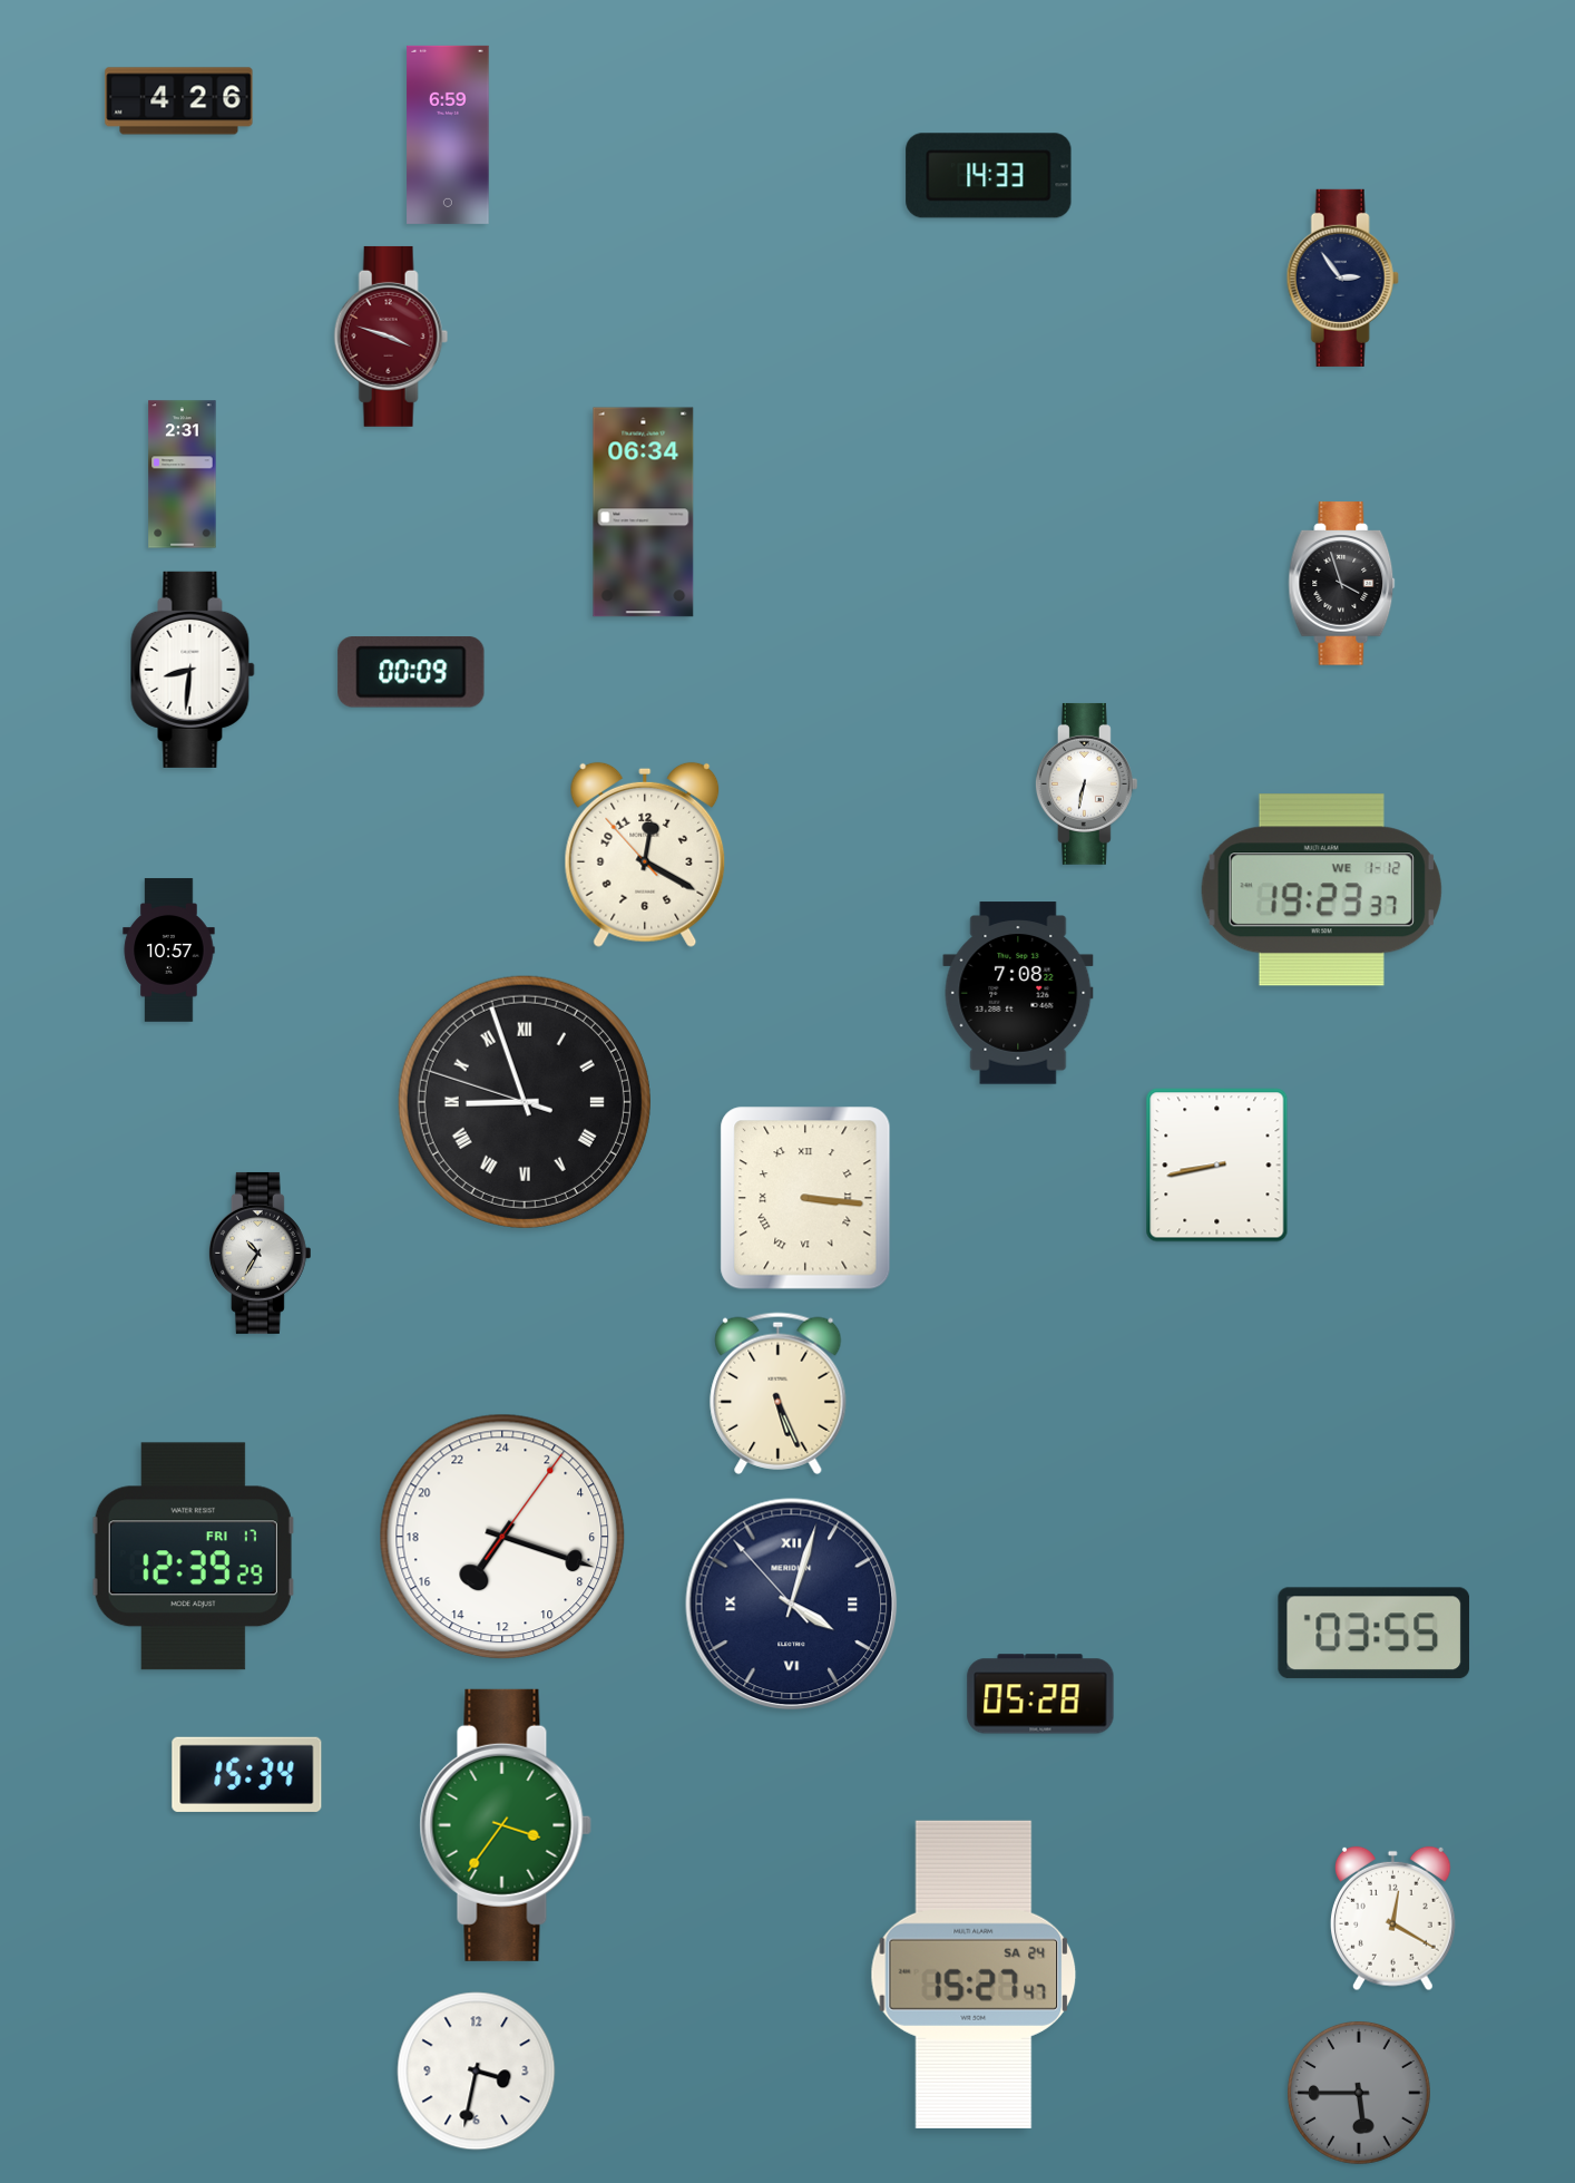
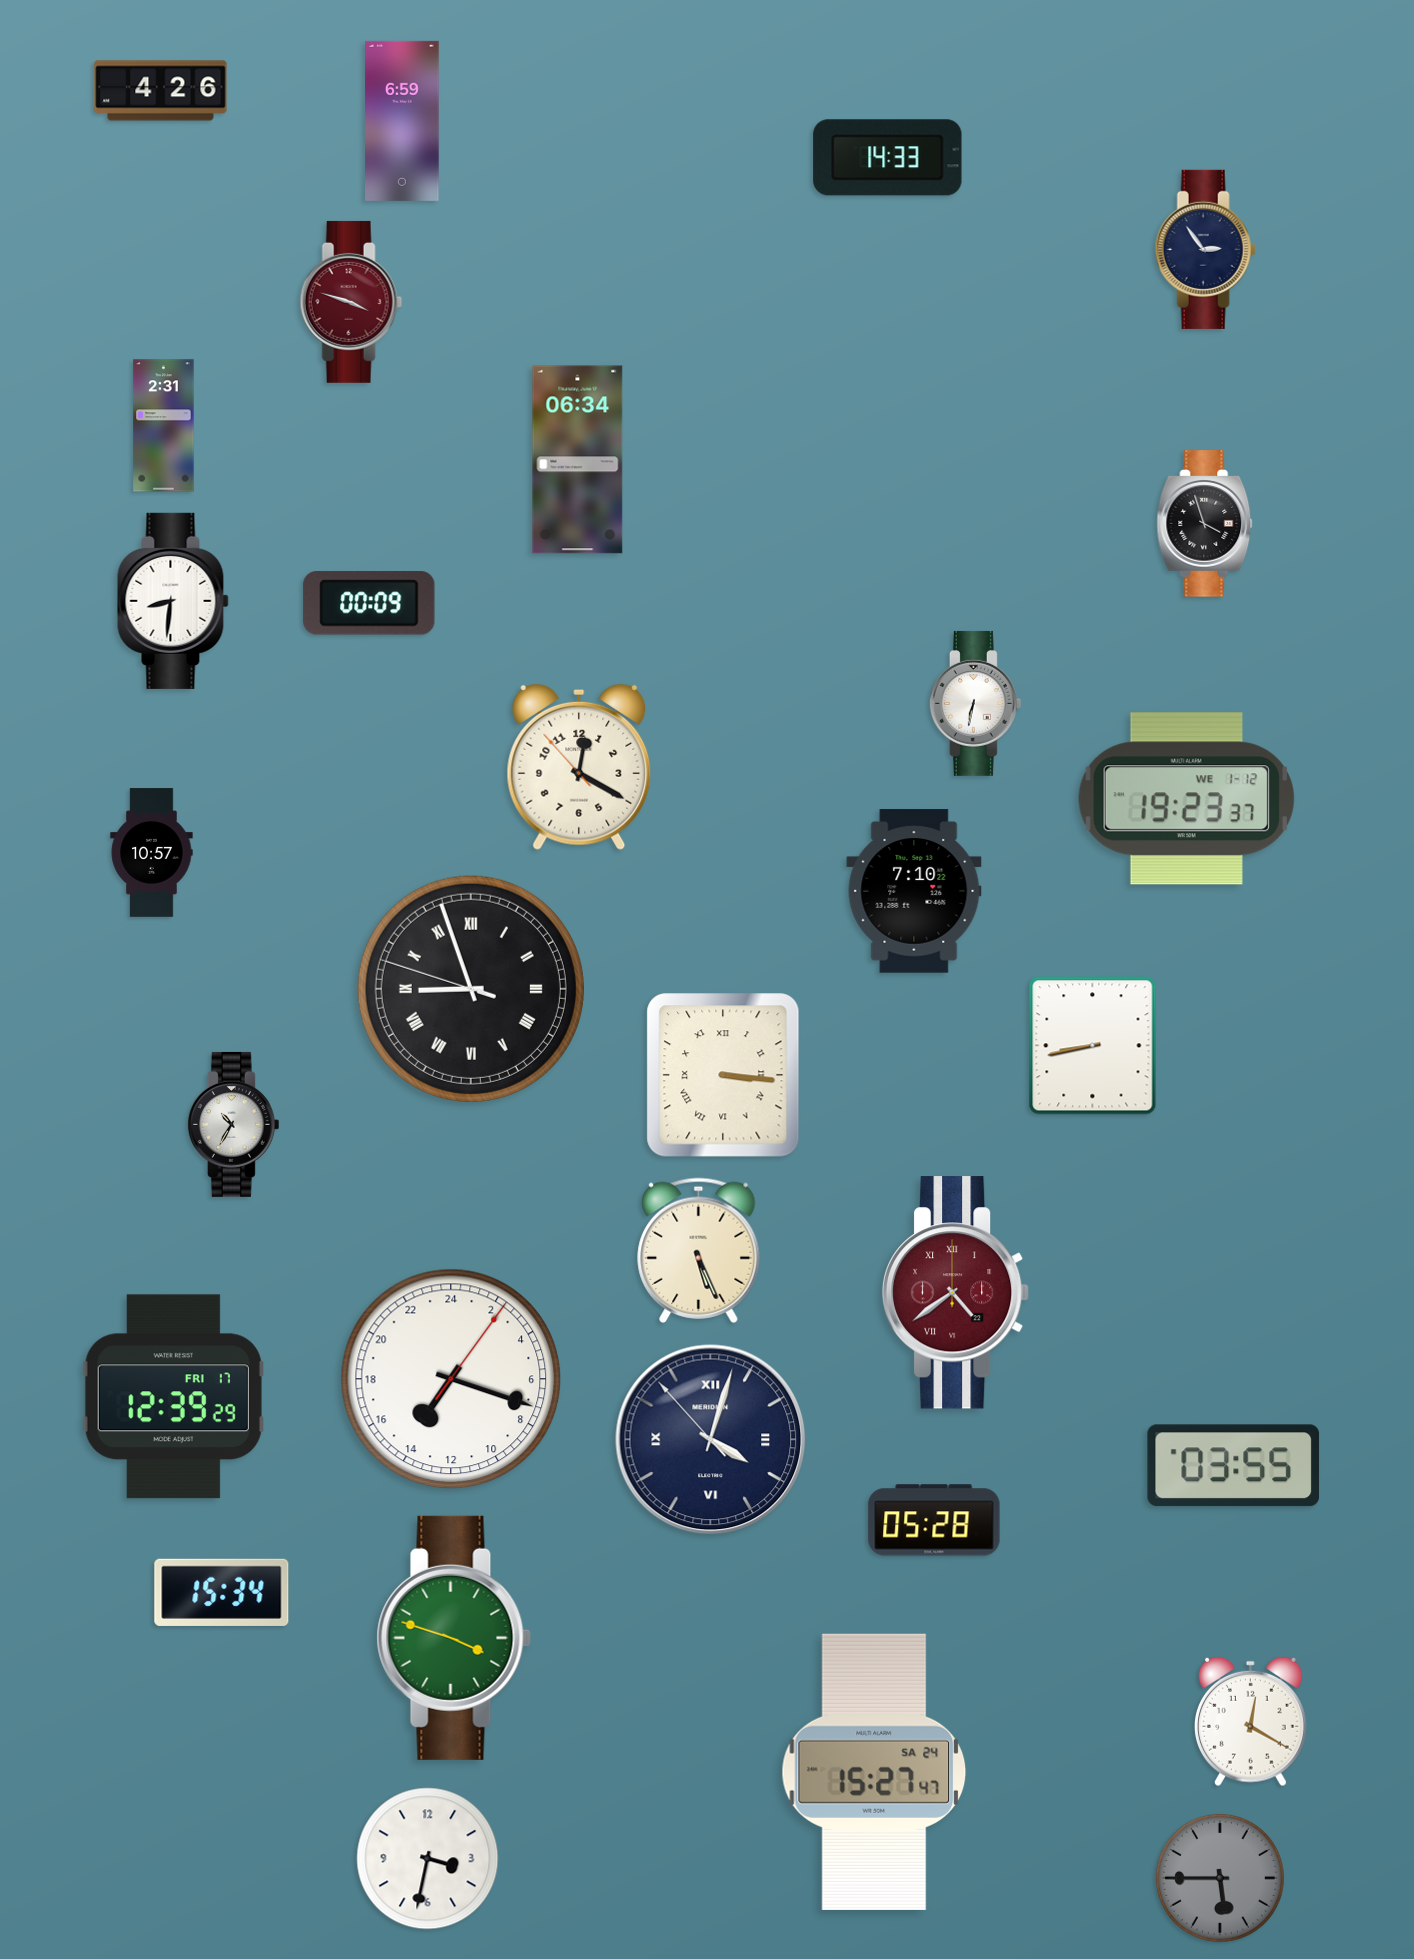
clock at (1018, 993): 7:08 -> 7:10
clock at (956, 1293): none -> 4:39
clock at (506, 1825): 3:36 -> 3:48
